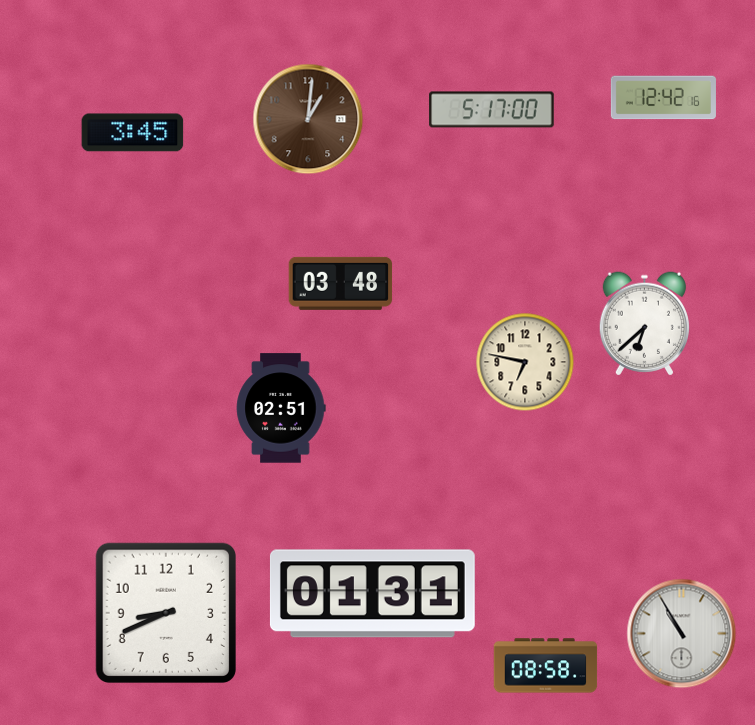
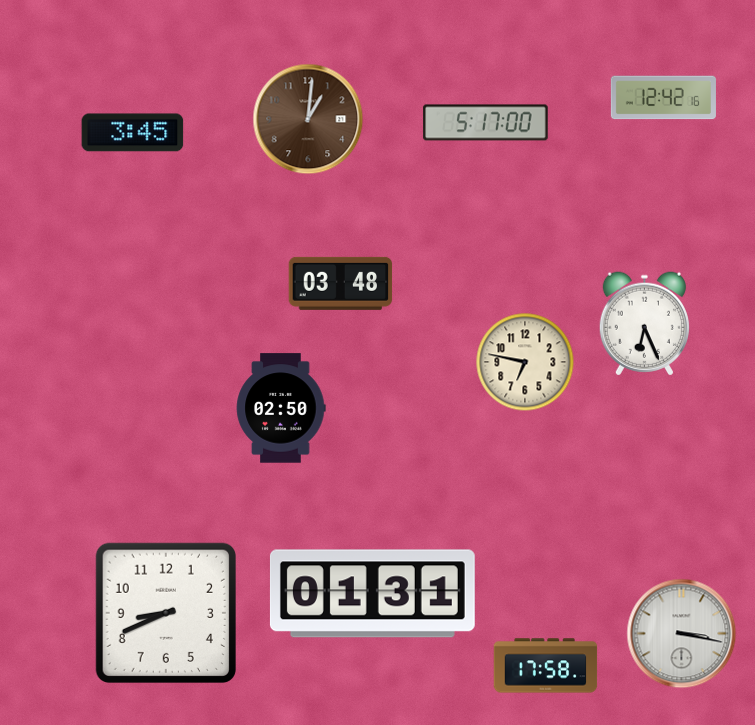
clock at (492, 110) position: (492, 110) -> (486, 123)
clock at (644, 324): 6:38 -> 6:26
clock at (281, 408): 02:51 -> 02:50
clock at (682, 634): 10:55 -> 3:17
clock at (546, 666): 08:58 -> 17:58
